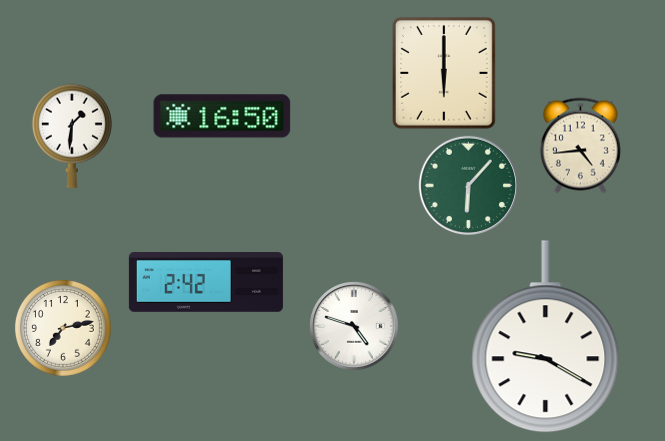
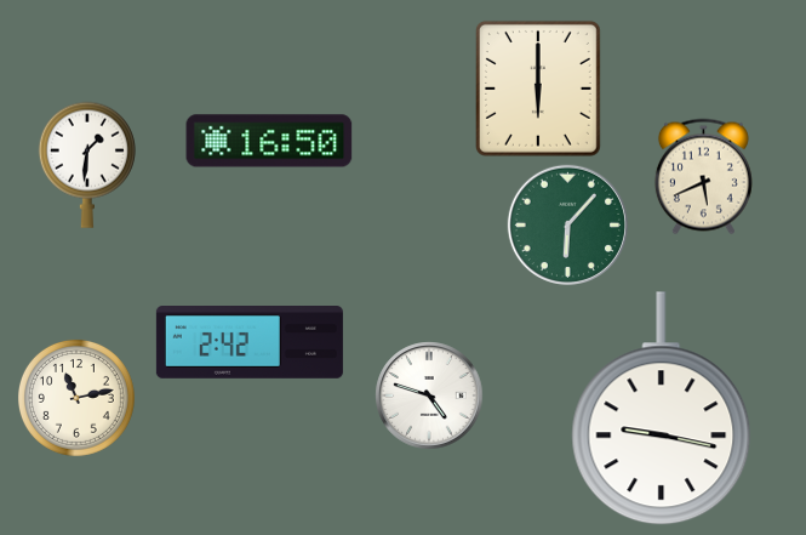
clock at (580, 145): 4:44 -> 5:41
clock at (63, 328): 7:13 -> 11:13
clock at (546, 337): 9:20 -> 9:17
